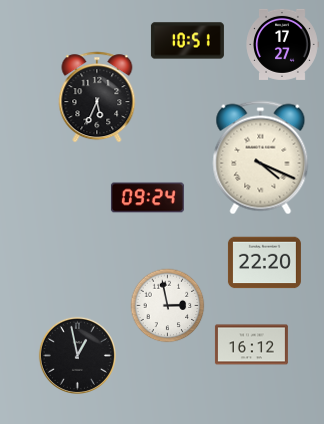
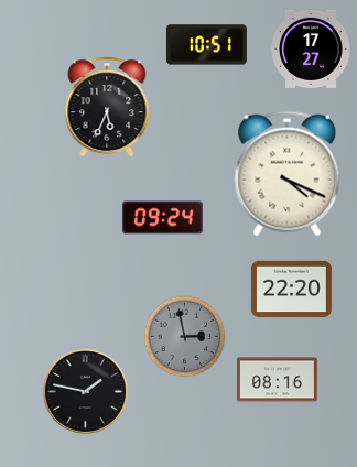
clock at (168, 306) dial: white -> grey
clock at (251, 345): 16:12 -> 08:16
clock at (77, 355): 12:58 -> 1:47
